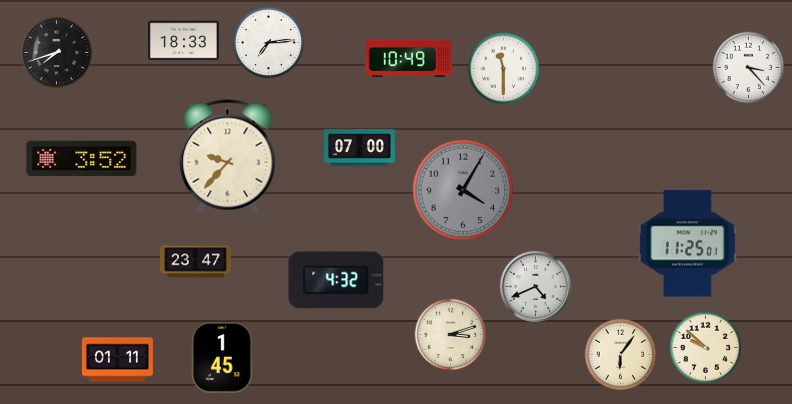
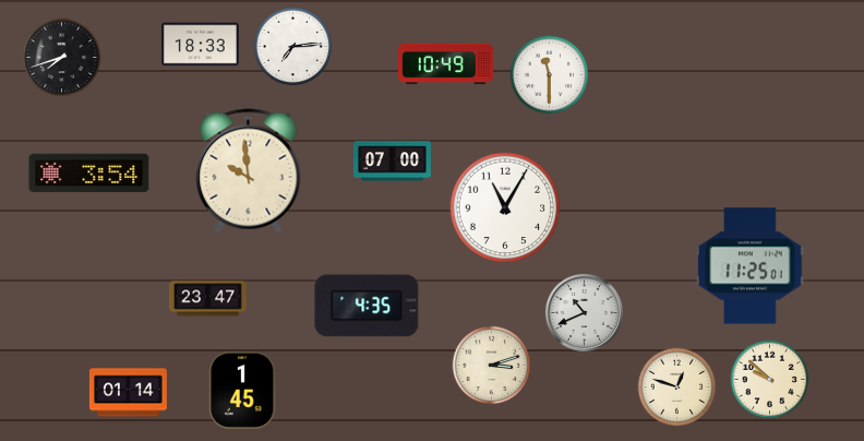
clock at (749, 68): 3:23 -> none
clock at (228, 157): 9:37 -> 9:59
clock at (82, 159): 3:52 -> 3:54
clock at (463, 190): 4:05 -> 11:05
clock at (463, 190) dial: grey -> white
clock at (196, 262) position: (196, 262) -> (208, 299)
clock at (336, 280): 4:32 -> 4:35
clock at (535, 286): 4:41 -> 10:41
clock at (621, 355): 6:06 -> 12:48
clock at (117, 360): 01:11 -> 01:14
